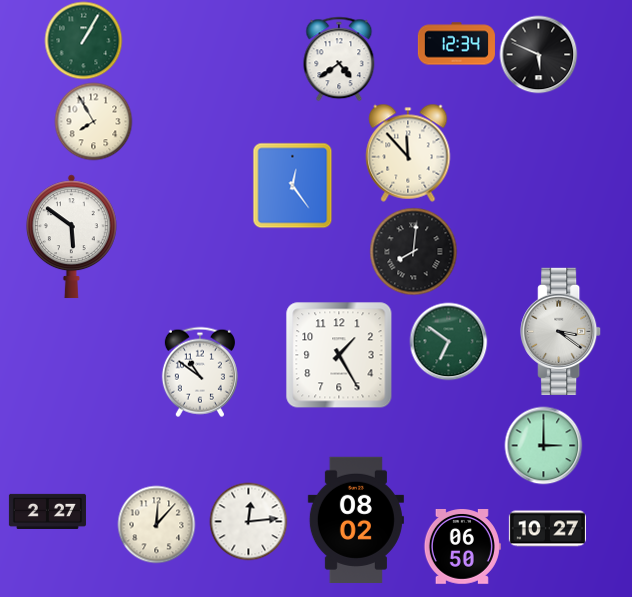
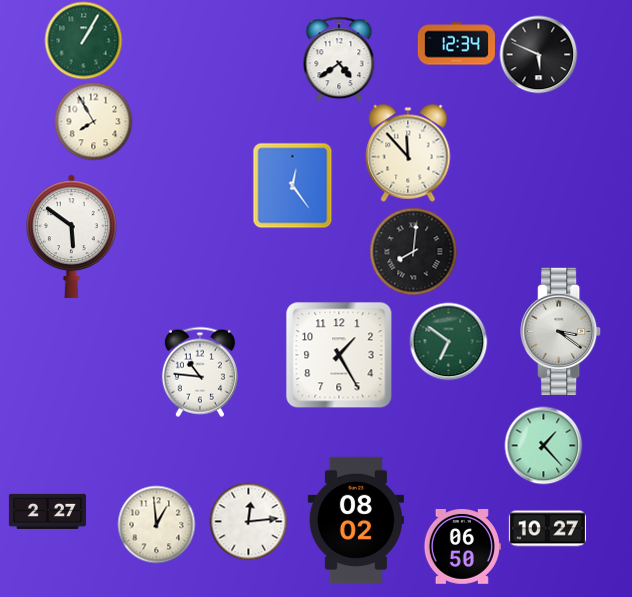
clock at (200, 372): 10:51 -> 10:46
clock at (543, 445): 3:00 -> 1:23
clock at (156, 524): 12:07 -> 12:59
